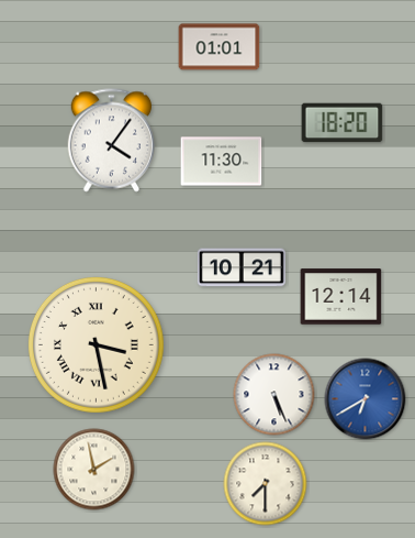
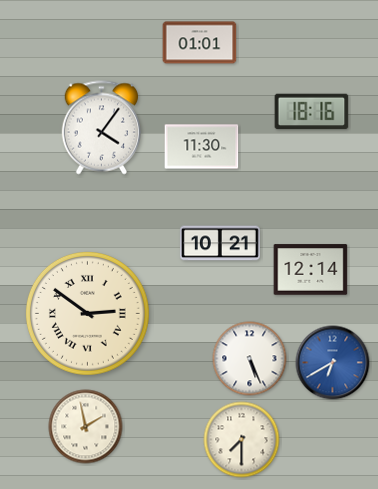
clock at (343, 123): 18:20 -> 18:16
clock at (96, 344): 3:28 -> 2:51
